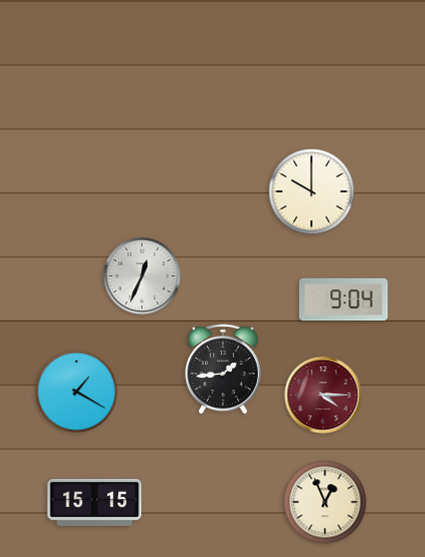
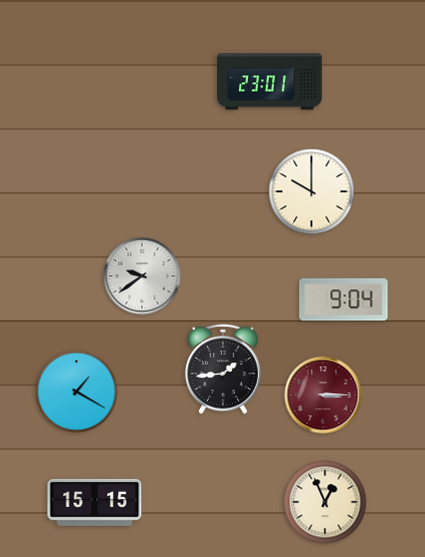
clock at (270, 82): none -> 23:01
clock at (142, 276): 12:34 -> 9:39
clock at (323, 395): 4:15 -> 3:15
